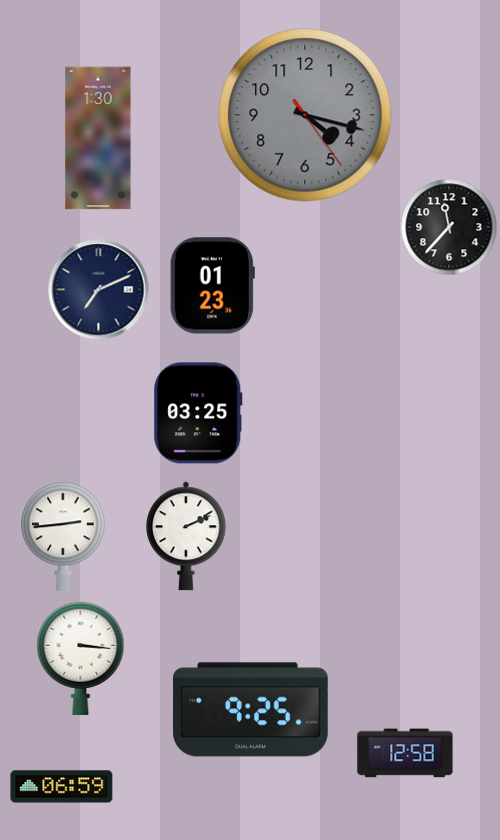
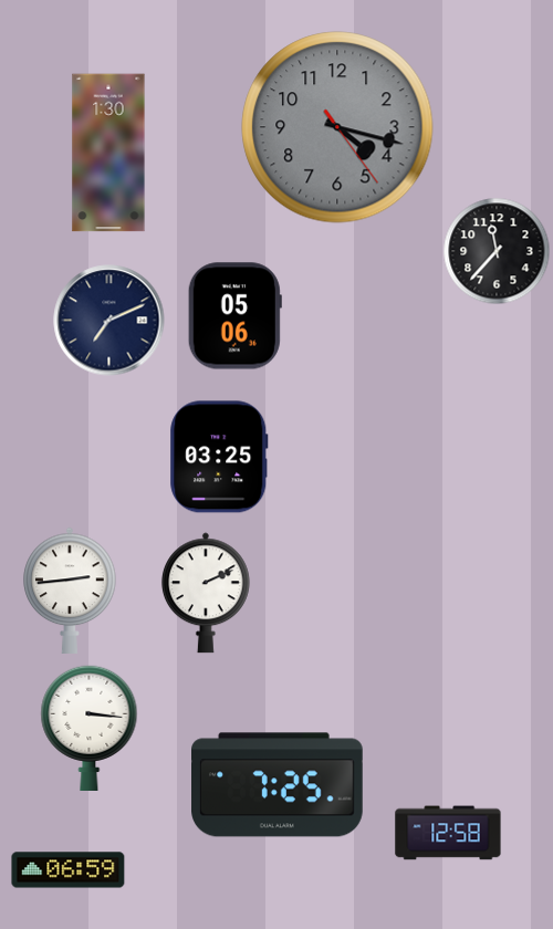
clock at (212, 286): 01:23 -> 05:06
clock at (251, 710): 9:25 -> 7:25
